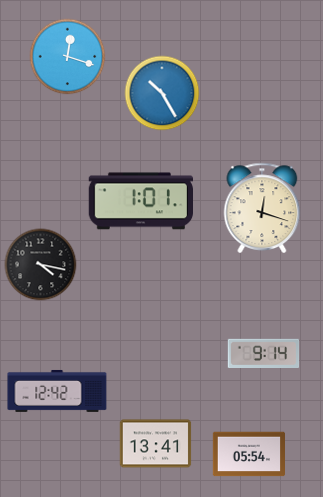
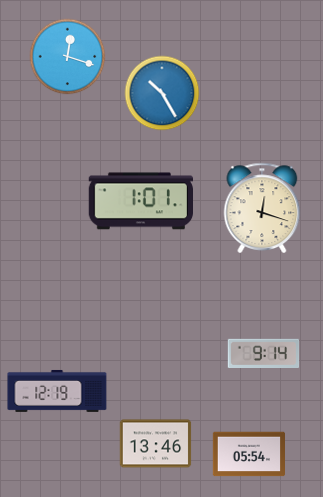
clock at (41, 265): 4:17 -> none
clock at (57, 391): 12:42 -> 12:19
clock at (156, 444): 13:41 -> 13:46
